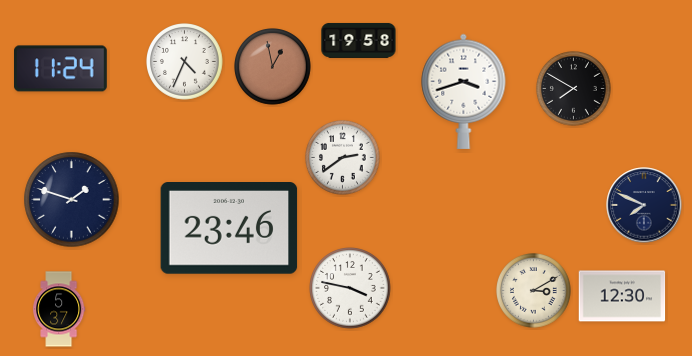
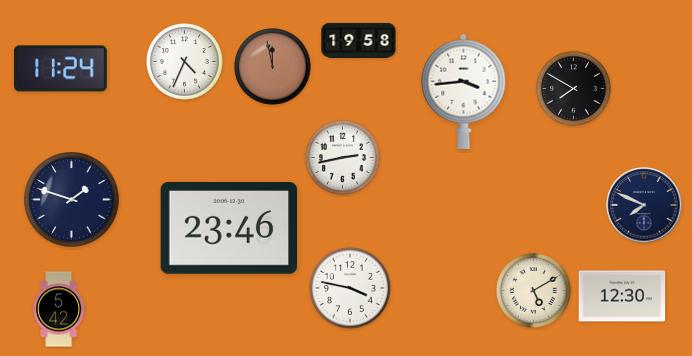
clock at (273, 67): 12:58 -> 11:58
clock at (464, 91): 3:42 -> 3:44
clock at (343, 158): 2:39 -> 2:43
clock at (534, 291): 3:10 -> 5:10
clock at (59, 309): 5:37 -> 5:42
